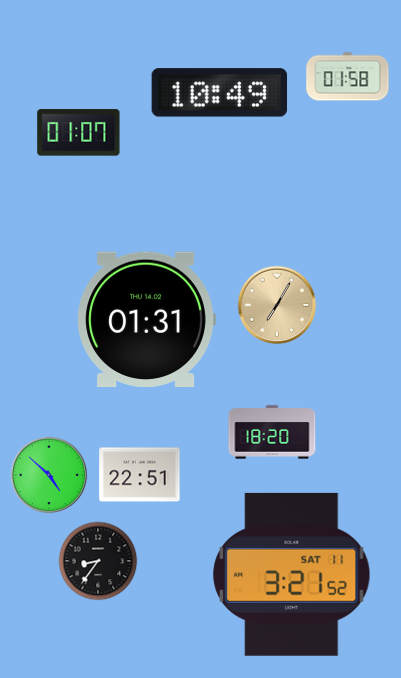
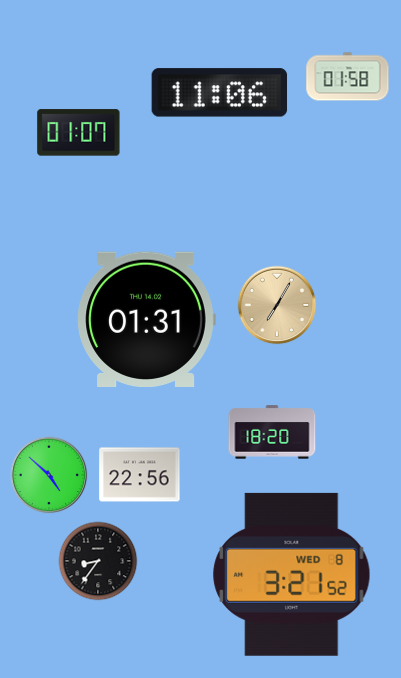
clock at (220, 93): 10:49 -> 11:06
clock at (140, 475): 22:51 -> 22:56
clock at (292, 574) date: SAT 11 -> WED 8
